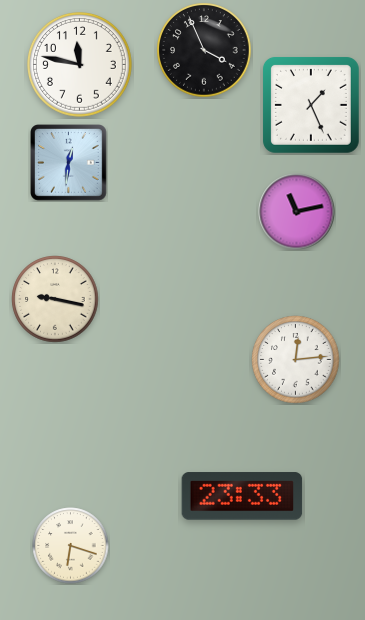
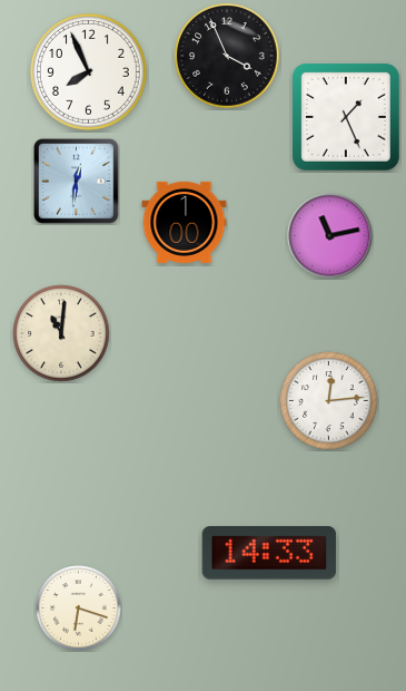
clock at (80, 65): 11:47 -> 7:56
clock at (185, 222): none -> 1:00
clock at (55, 299): 9:17 -> 11:01
clock at (242, 496): 23:33 -> 14:33
